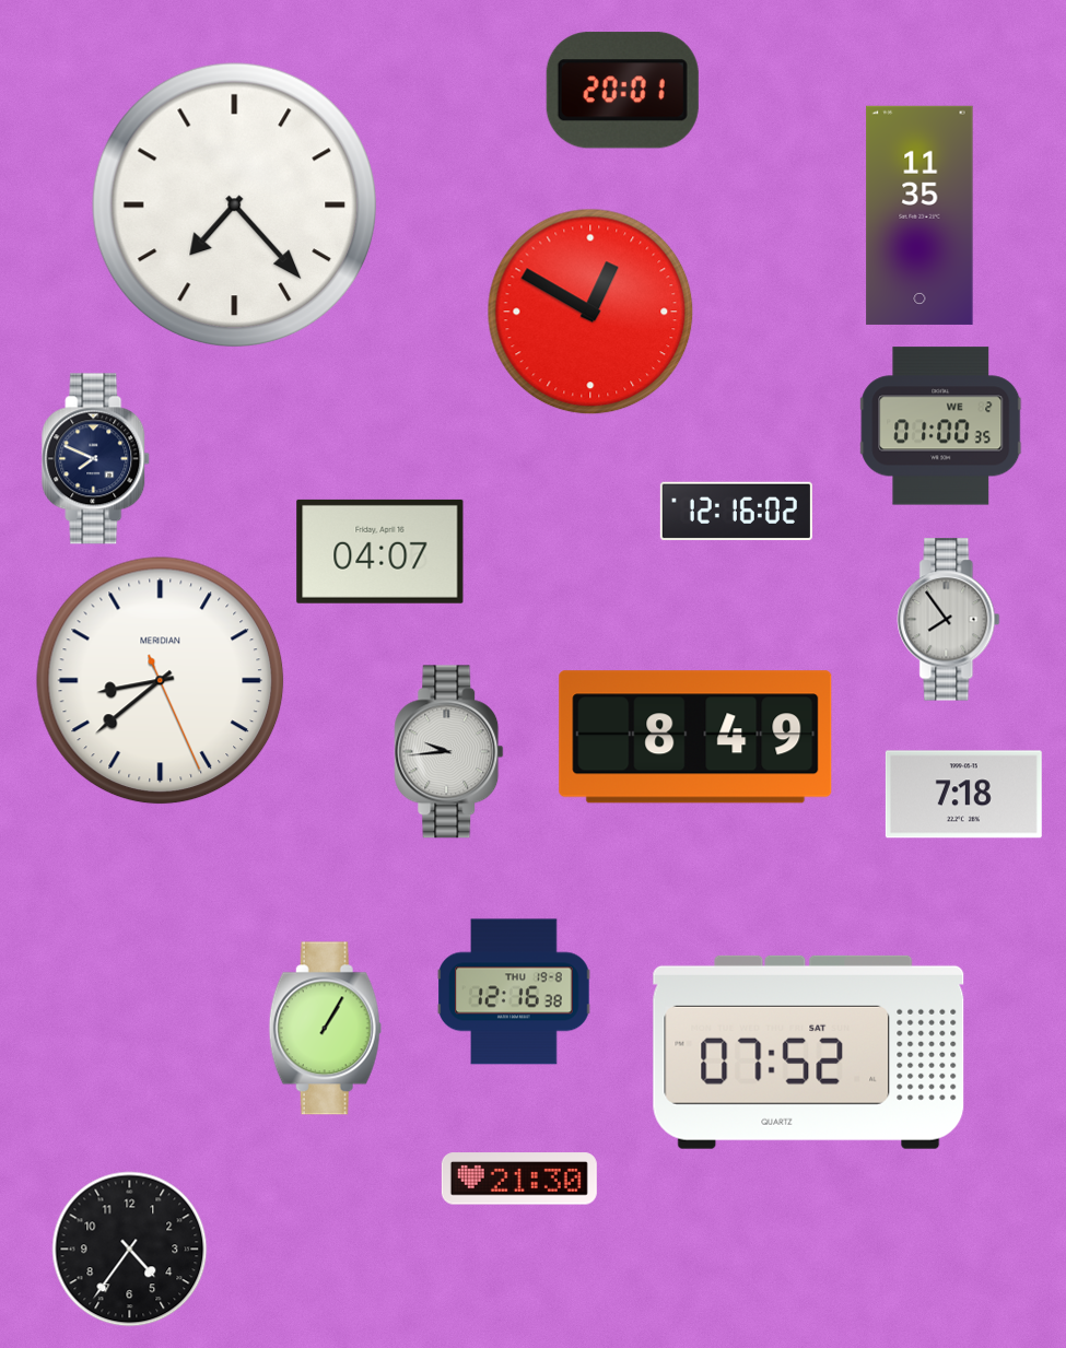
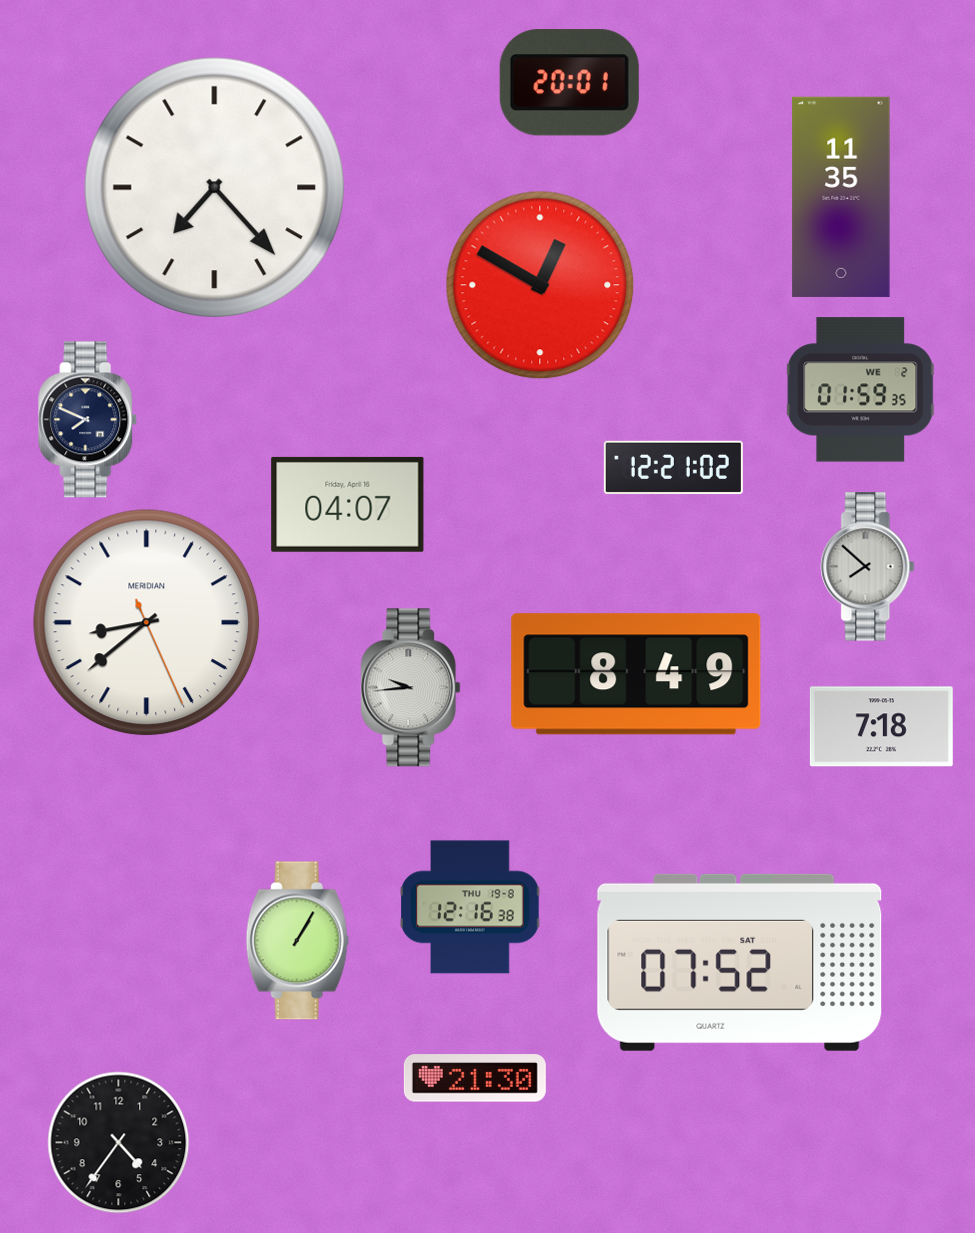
clock at (941, 426): 01:00 -> 01:59
clock at (736, 512): 12:16 -> 12:21
clock at (949, 620): 7:54 -> 7:52
